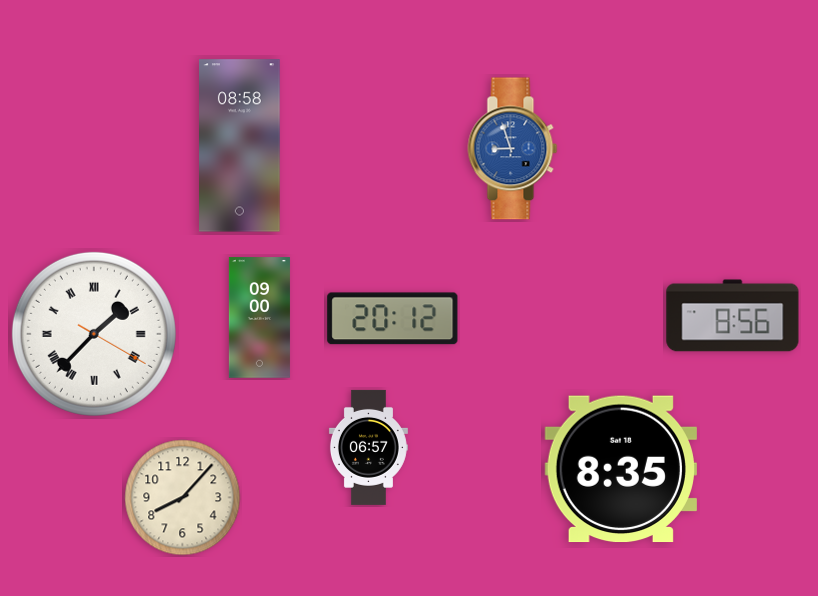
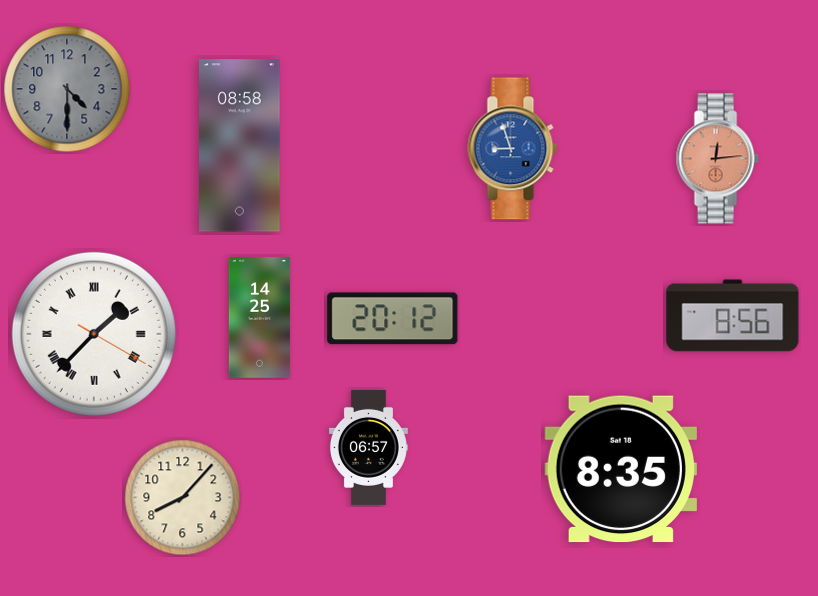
clock at (67, 89): none -> 4:30
clock at (717, 159): none -> 12:14
clock at (259, 318): 09:00 -> 14:25
